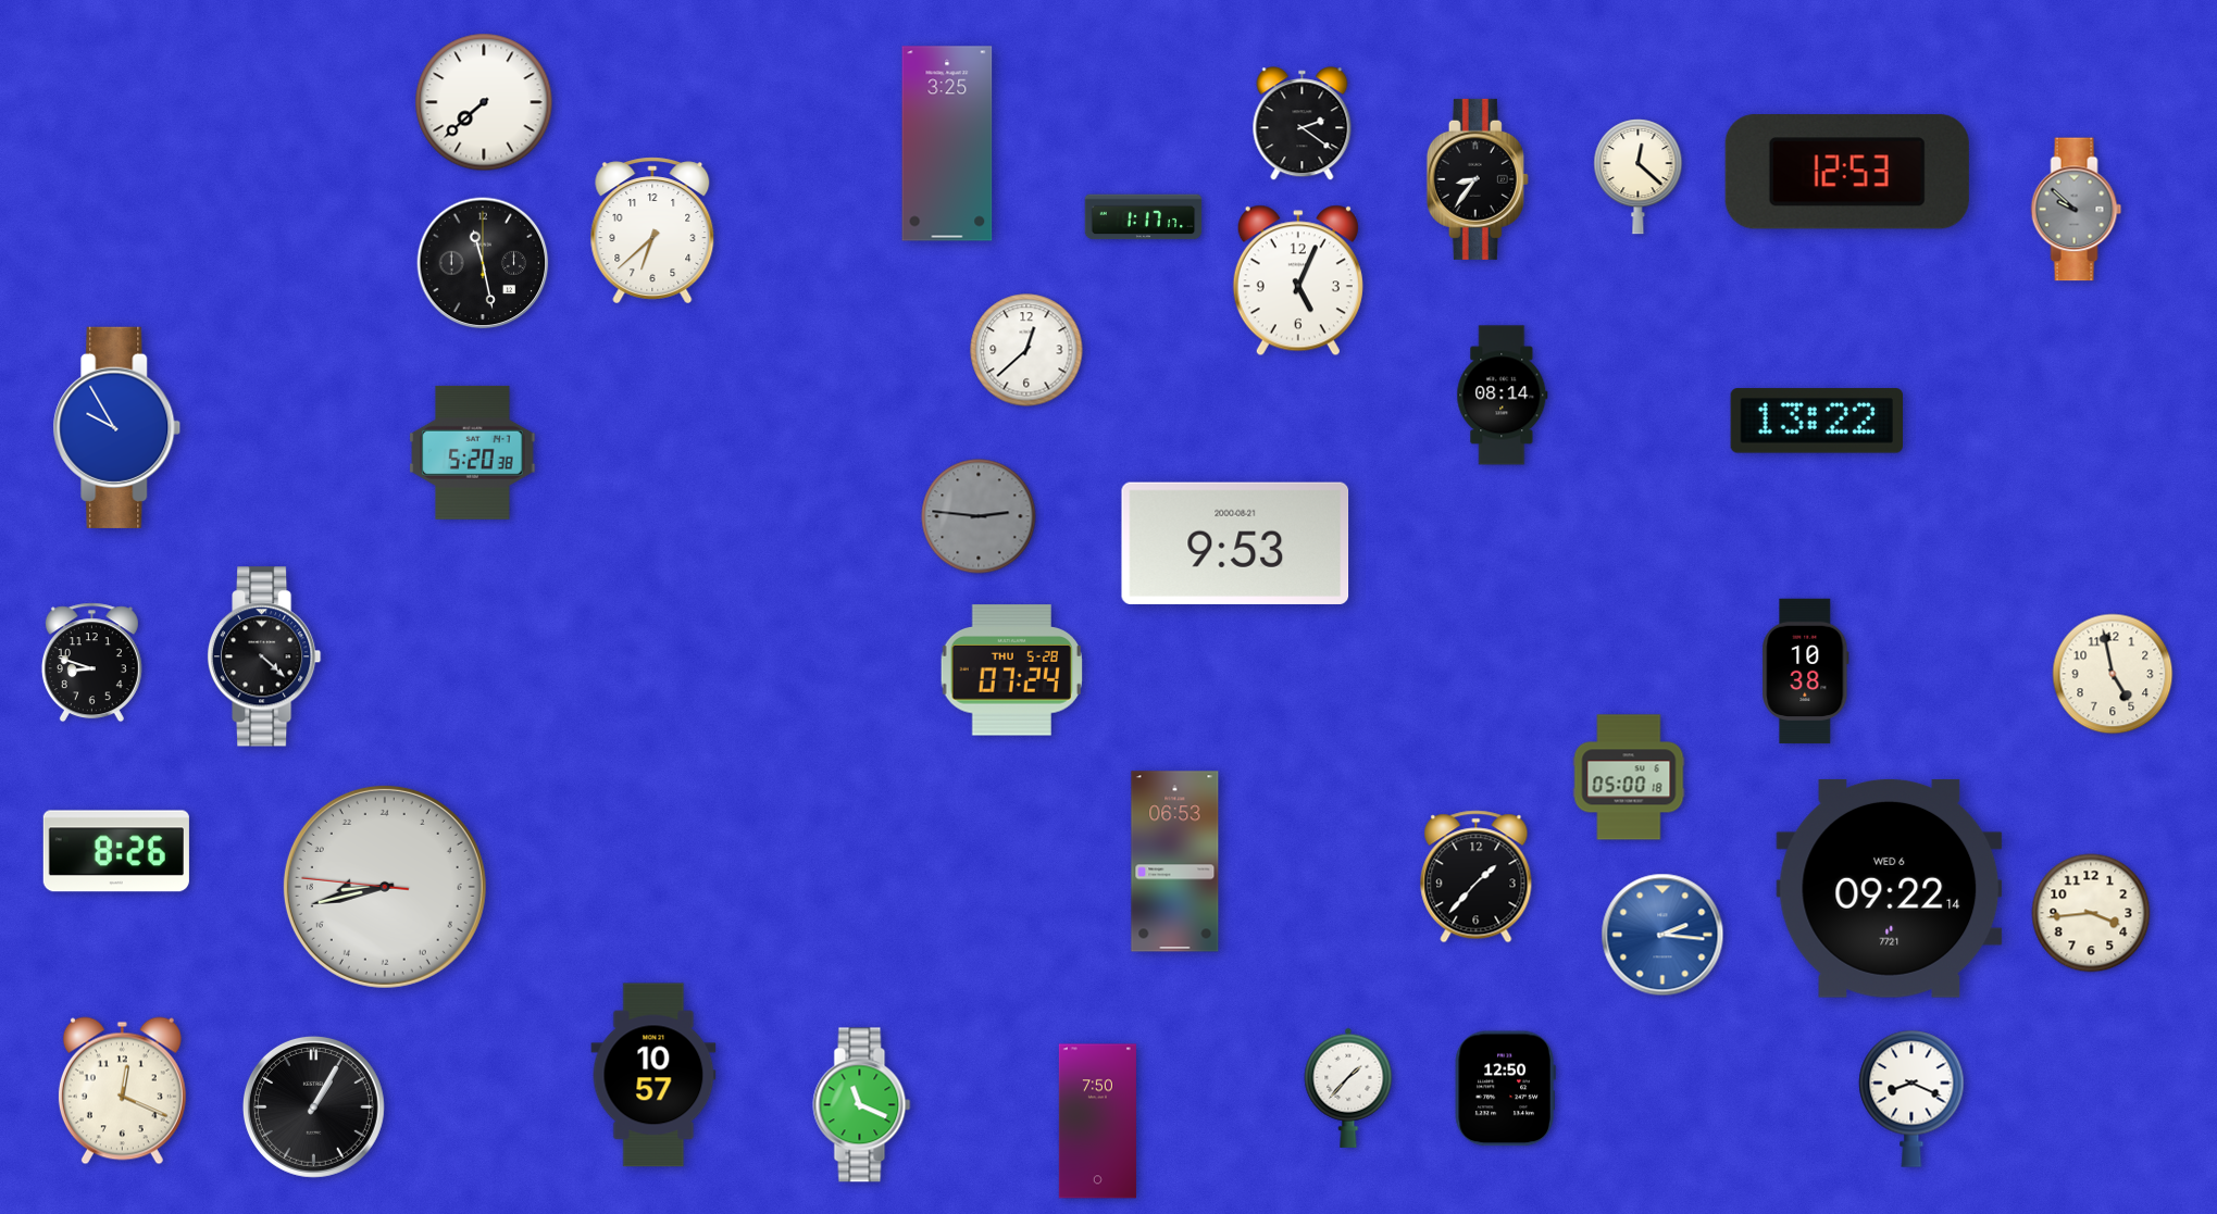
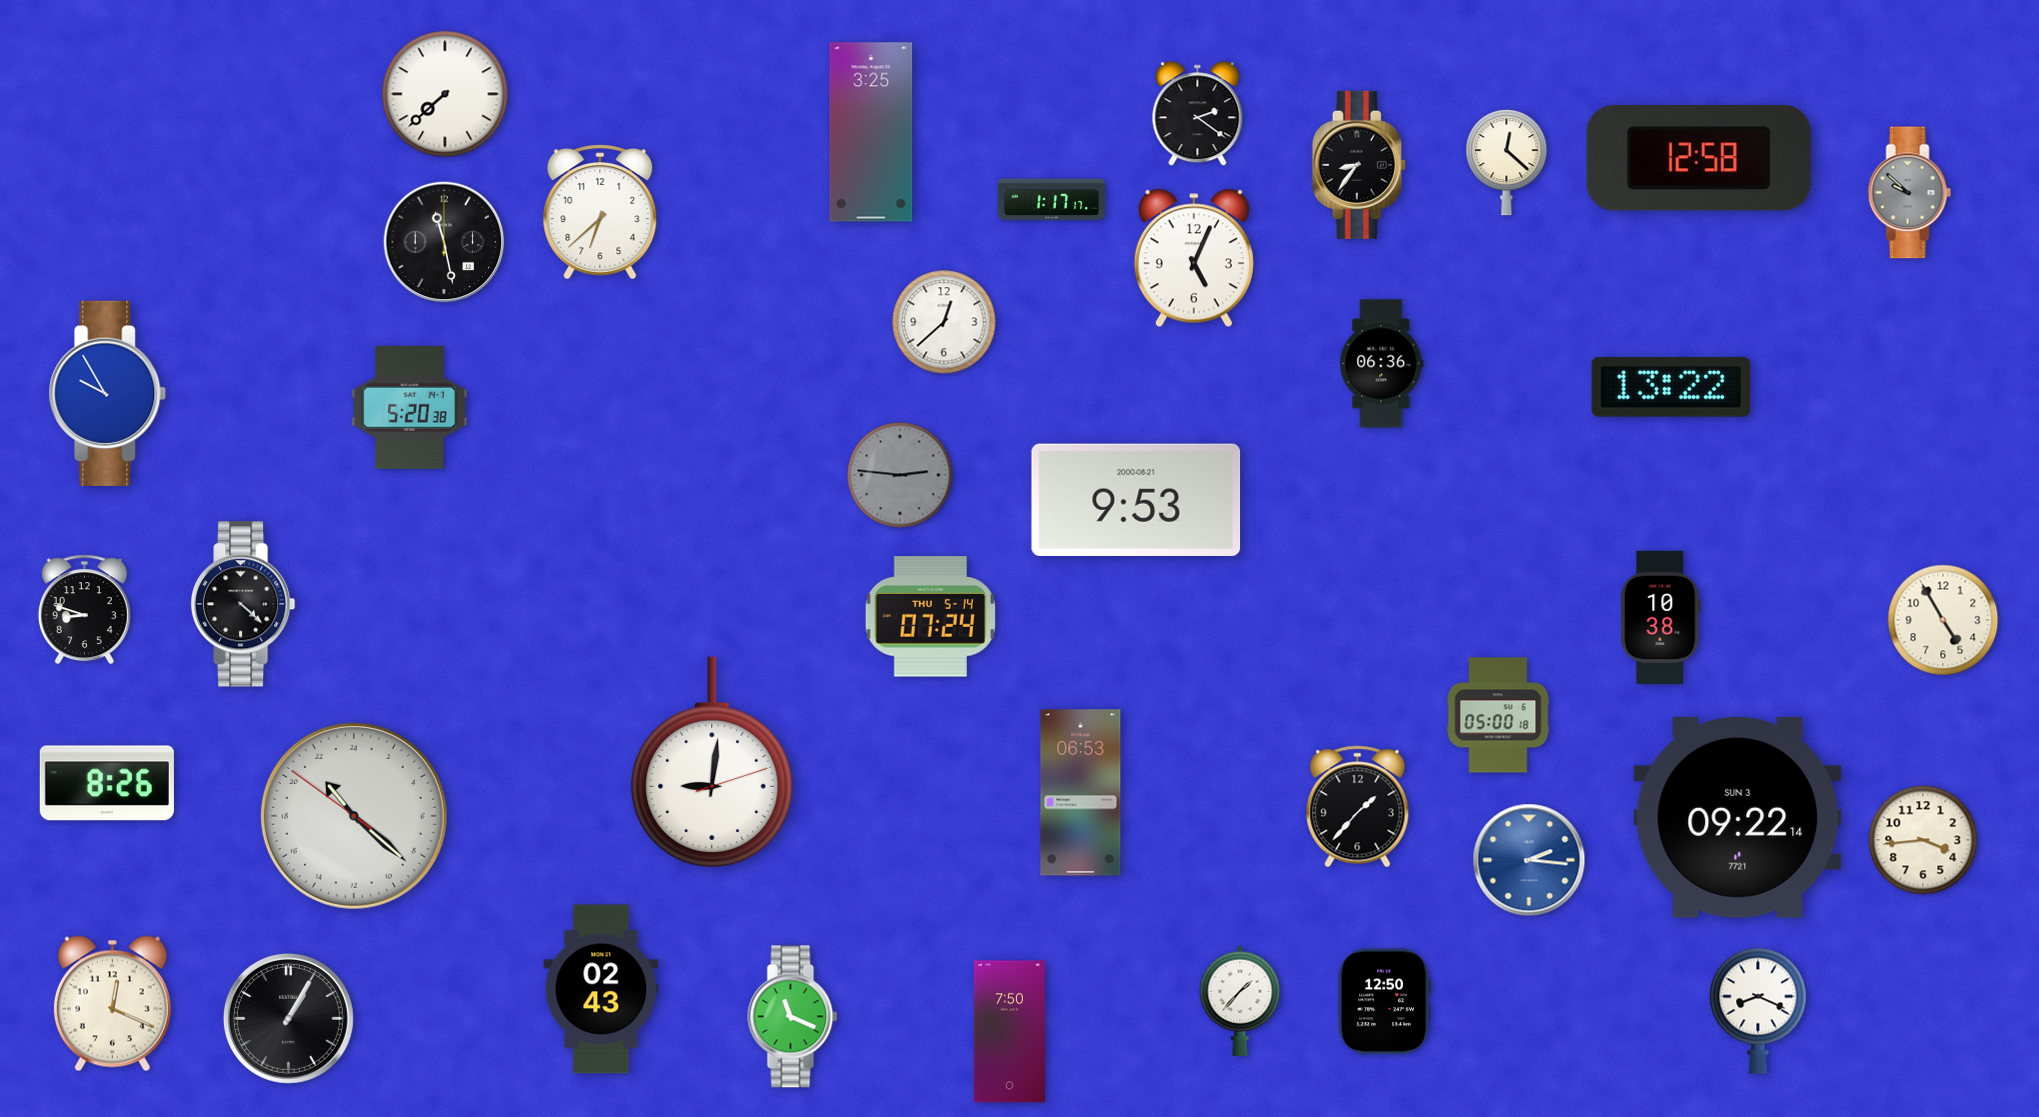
clock at (1847, 172): 12:53 -> 12:58
clock at (1503, 396): 08:14 -> 06:36
clock at (473, 452) position: (473, 452) -> (410, 407)
clock at (1011, 671) date: THU 5-28 -> THU 5-14
clock at (2113, 674): 4:58 -> 4:55
clock at (712, 761): none -> 9:01
clock at (385, 887): 17:42 -> 21:21
clock at (1890, 888) date: WED 6 -> SUN 3
clock at (653, 1075): 10:57 -> 02:43
